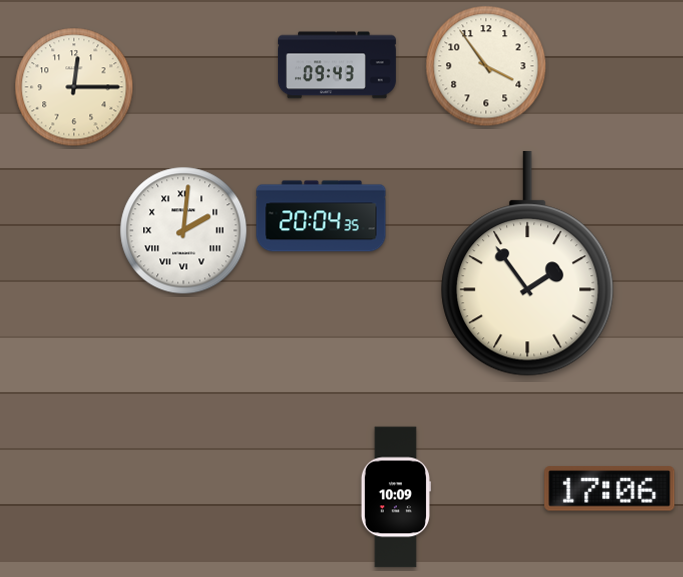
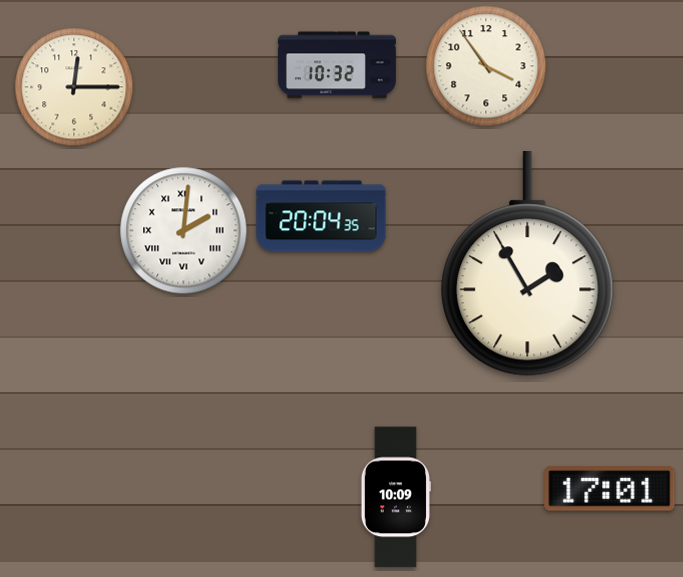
clock at (337, 65): 09:43 -> 10:32
clock at (528, 264): 1:54 -> 1:55
clock at (610, 489): 17:06 -> 17:01
